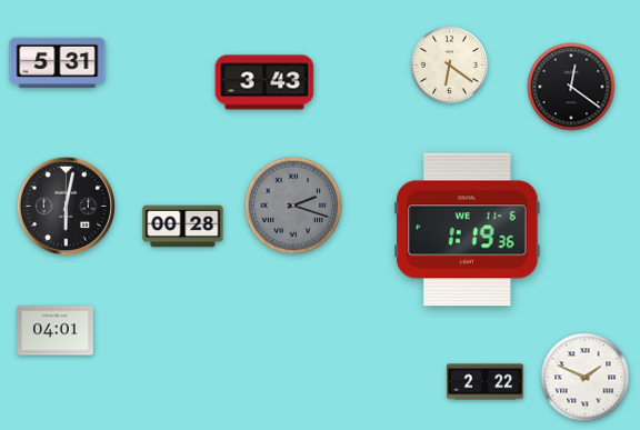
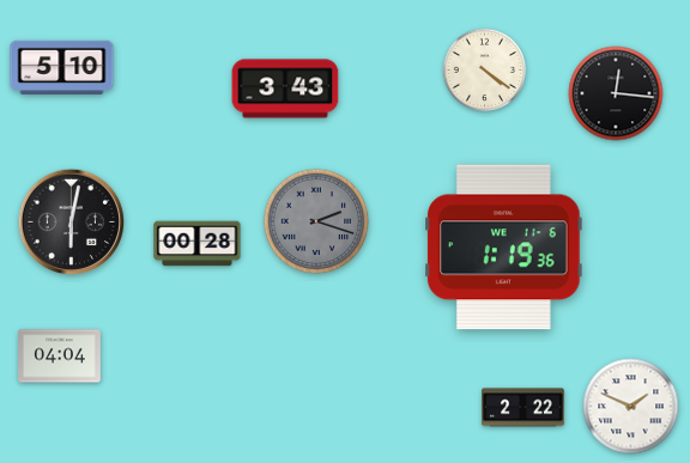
clock at (58, 62): 5:31 -> 5:10
clock at (449, 64): 6:21 -> 4:21
clock at (571, 87): 12:21 -> 12:16
clock at (56, 331): 04:01 -> 04:04
clock at (486, 382) position: (486, 382) -> (523, 408)
